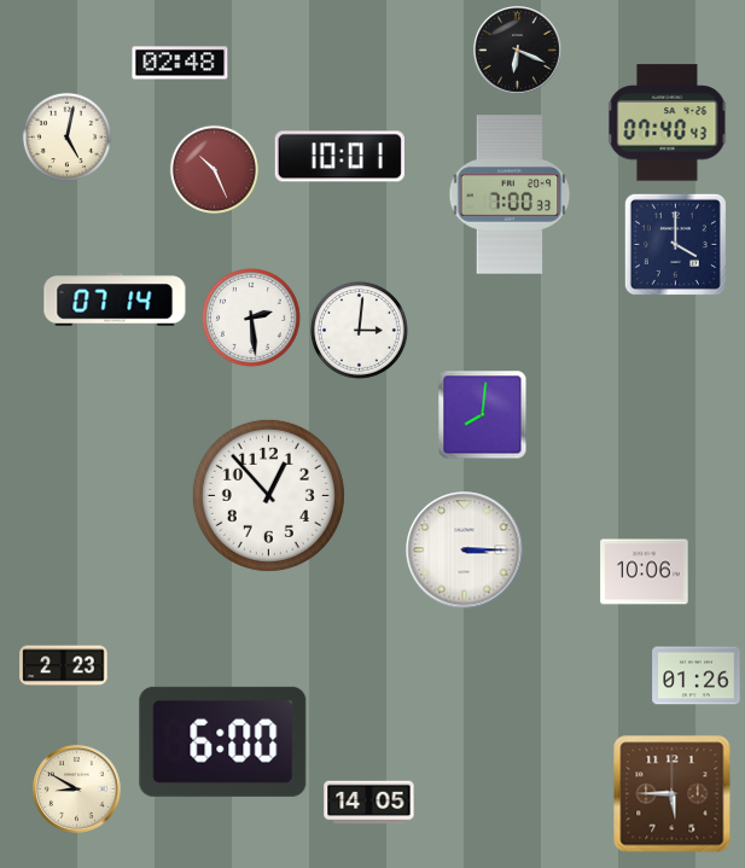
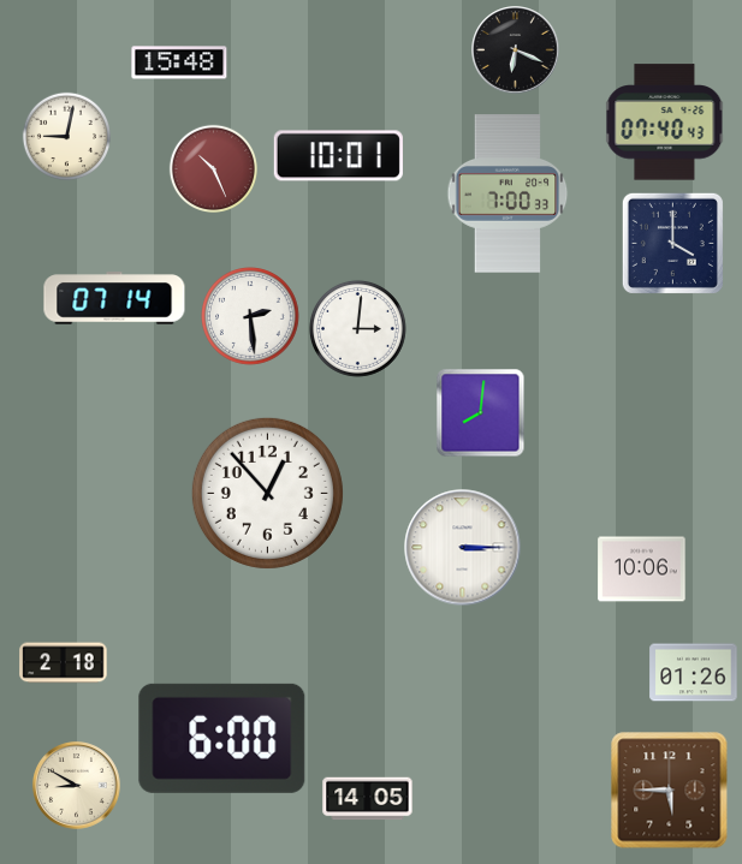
clock at (180, 63): 02:48 -> 15:48
clock at (66, 136): 5:02 -> 9:02
clock at (64, 666): 2:23 -> 2:18
